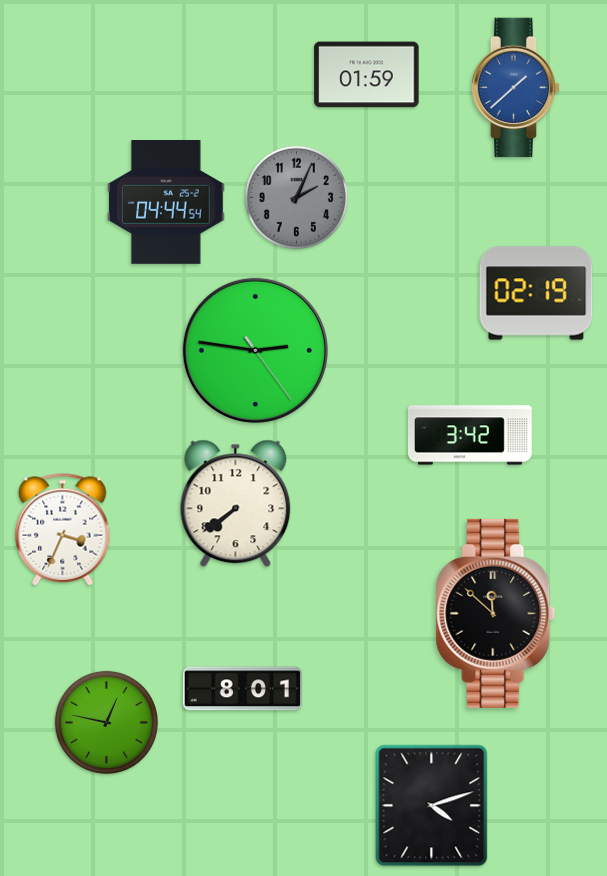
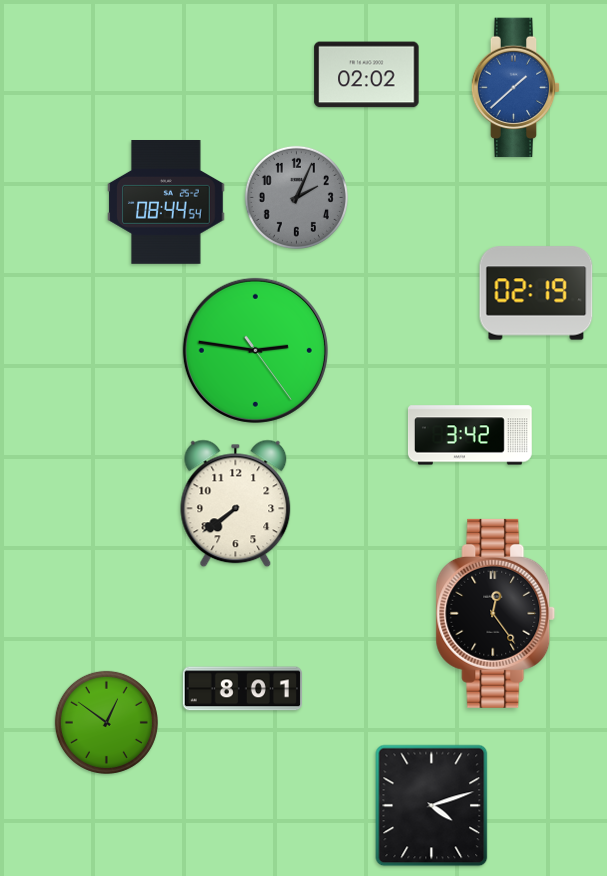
clock at (367, 75): 01:59 -> 02:02
clock at (166, 203): 04:44 -> 08:44
clock at (63, 530): 3:34 -> none
clock at (496, 613): 11:52 -> 12:24
clock at (106, 722): 12:47 -> 12:51
